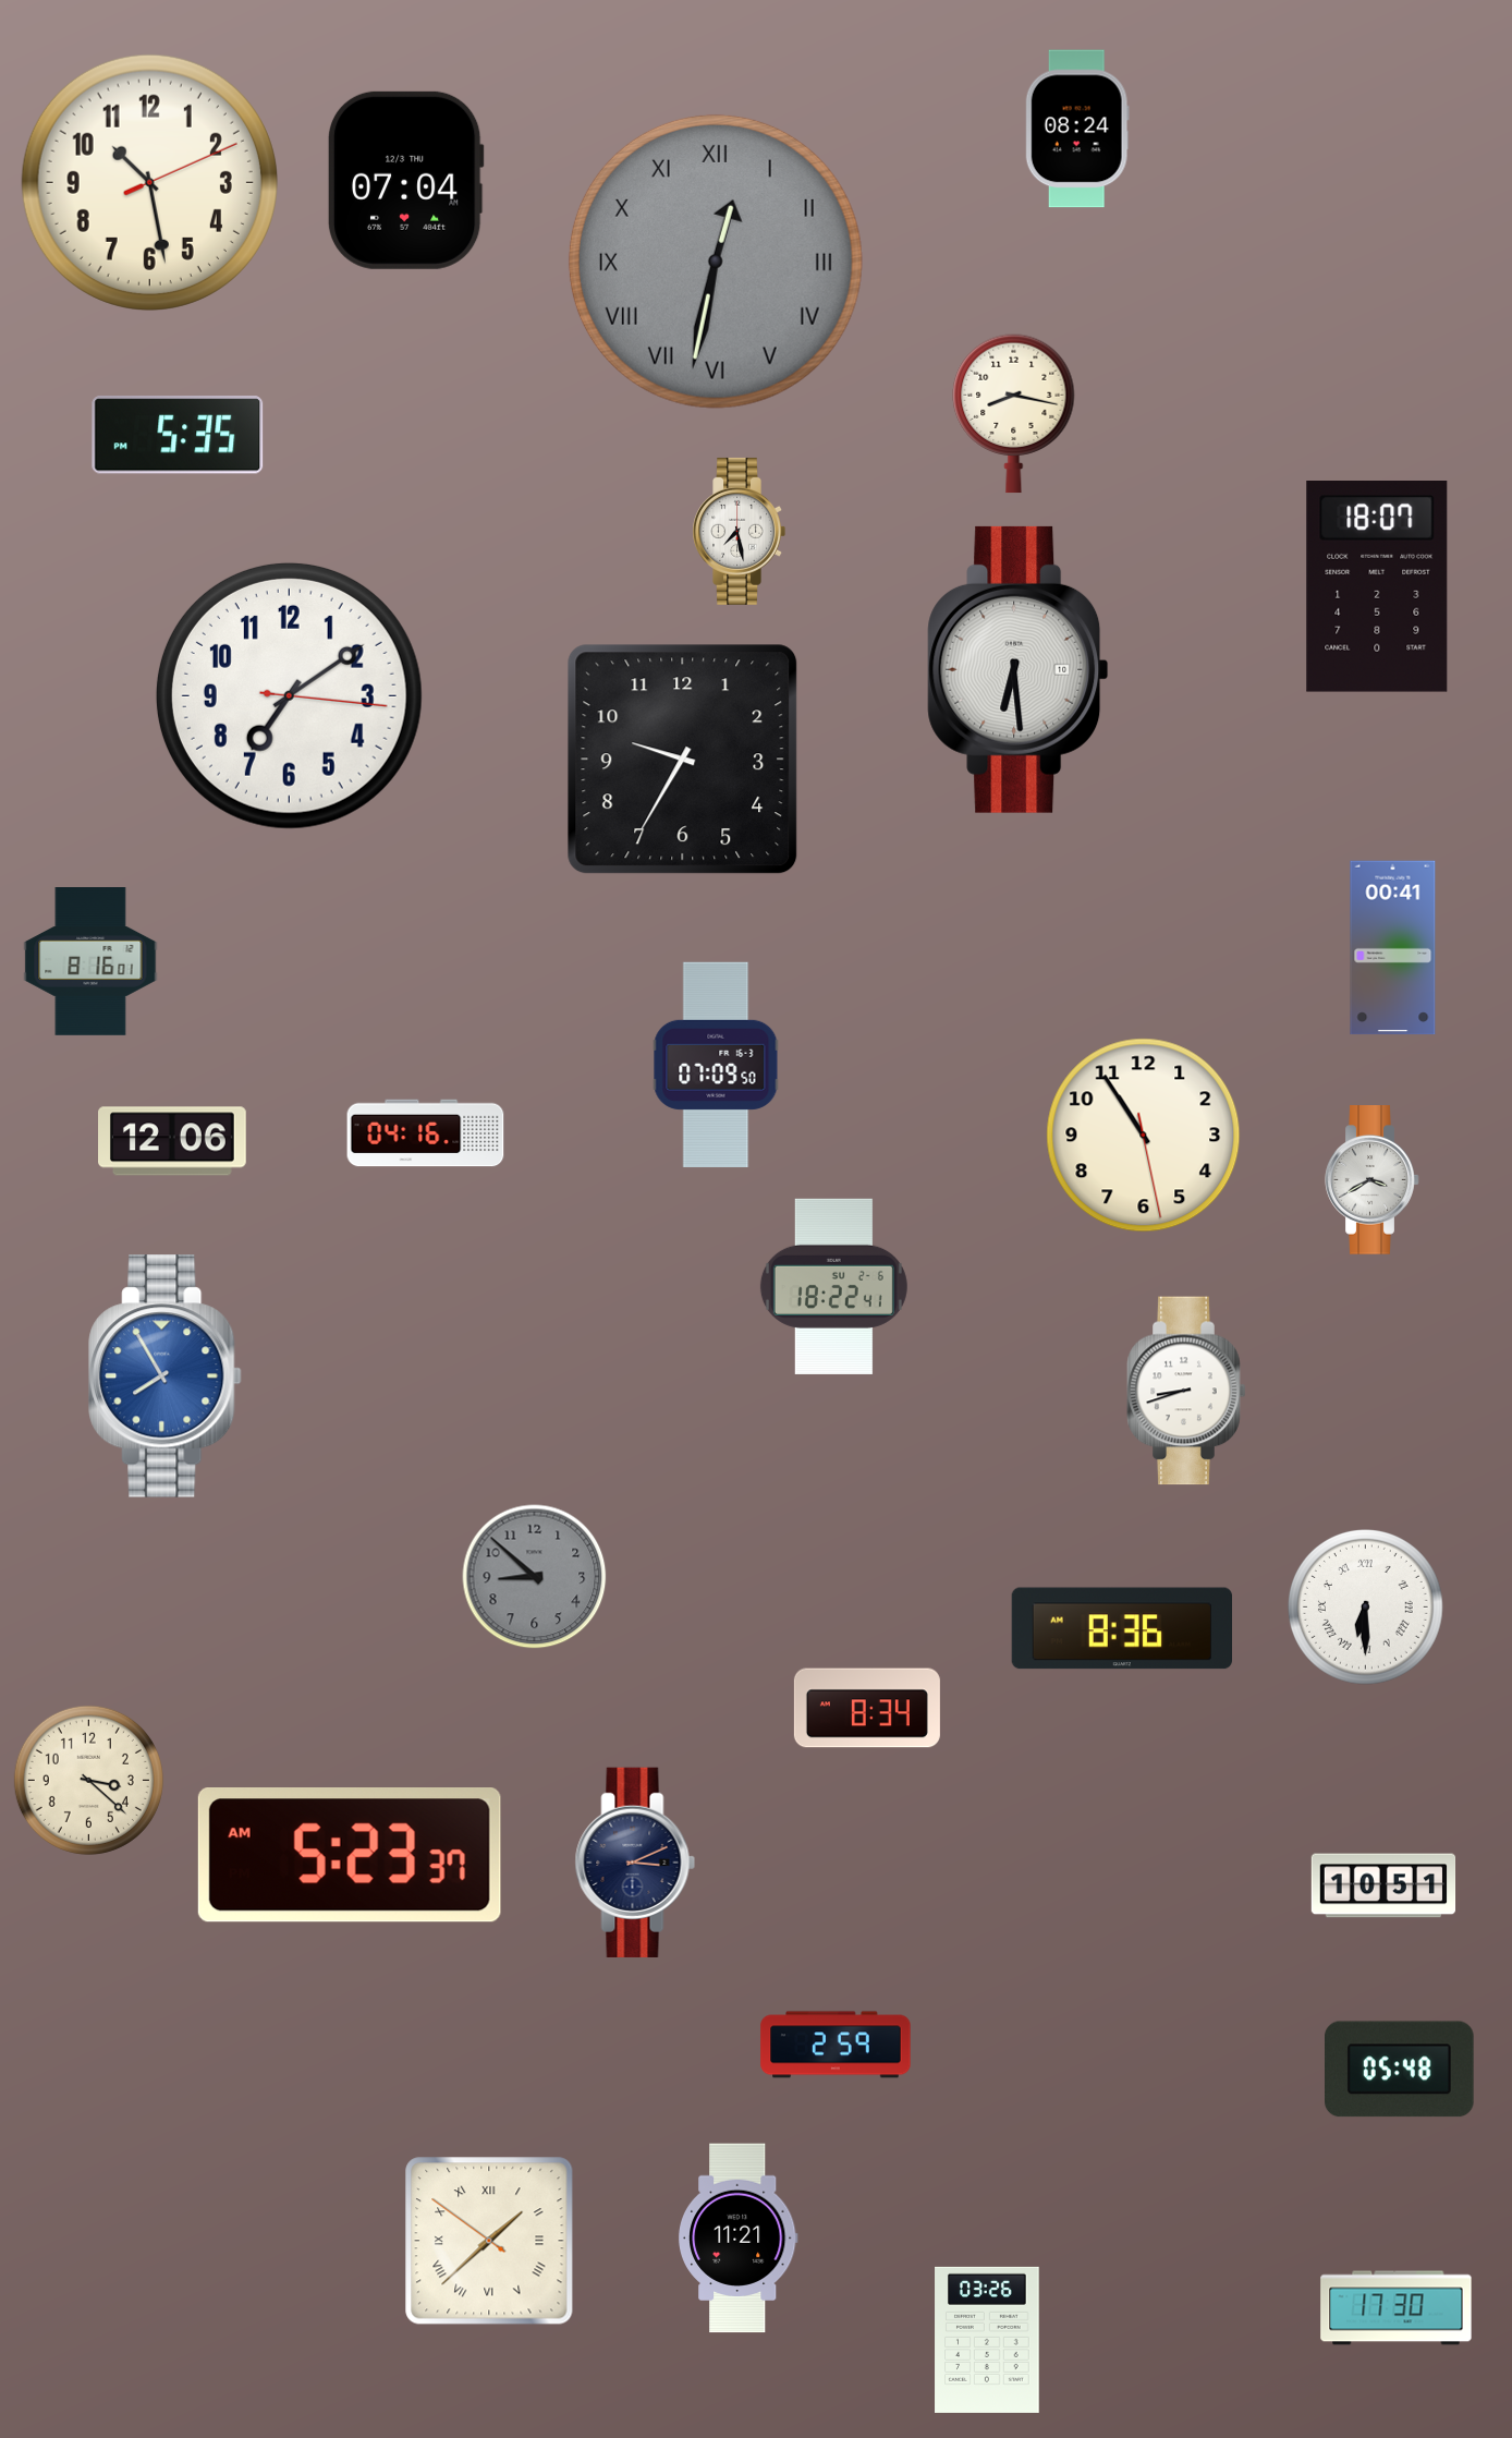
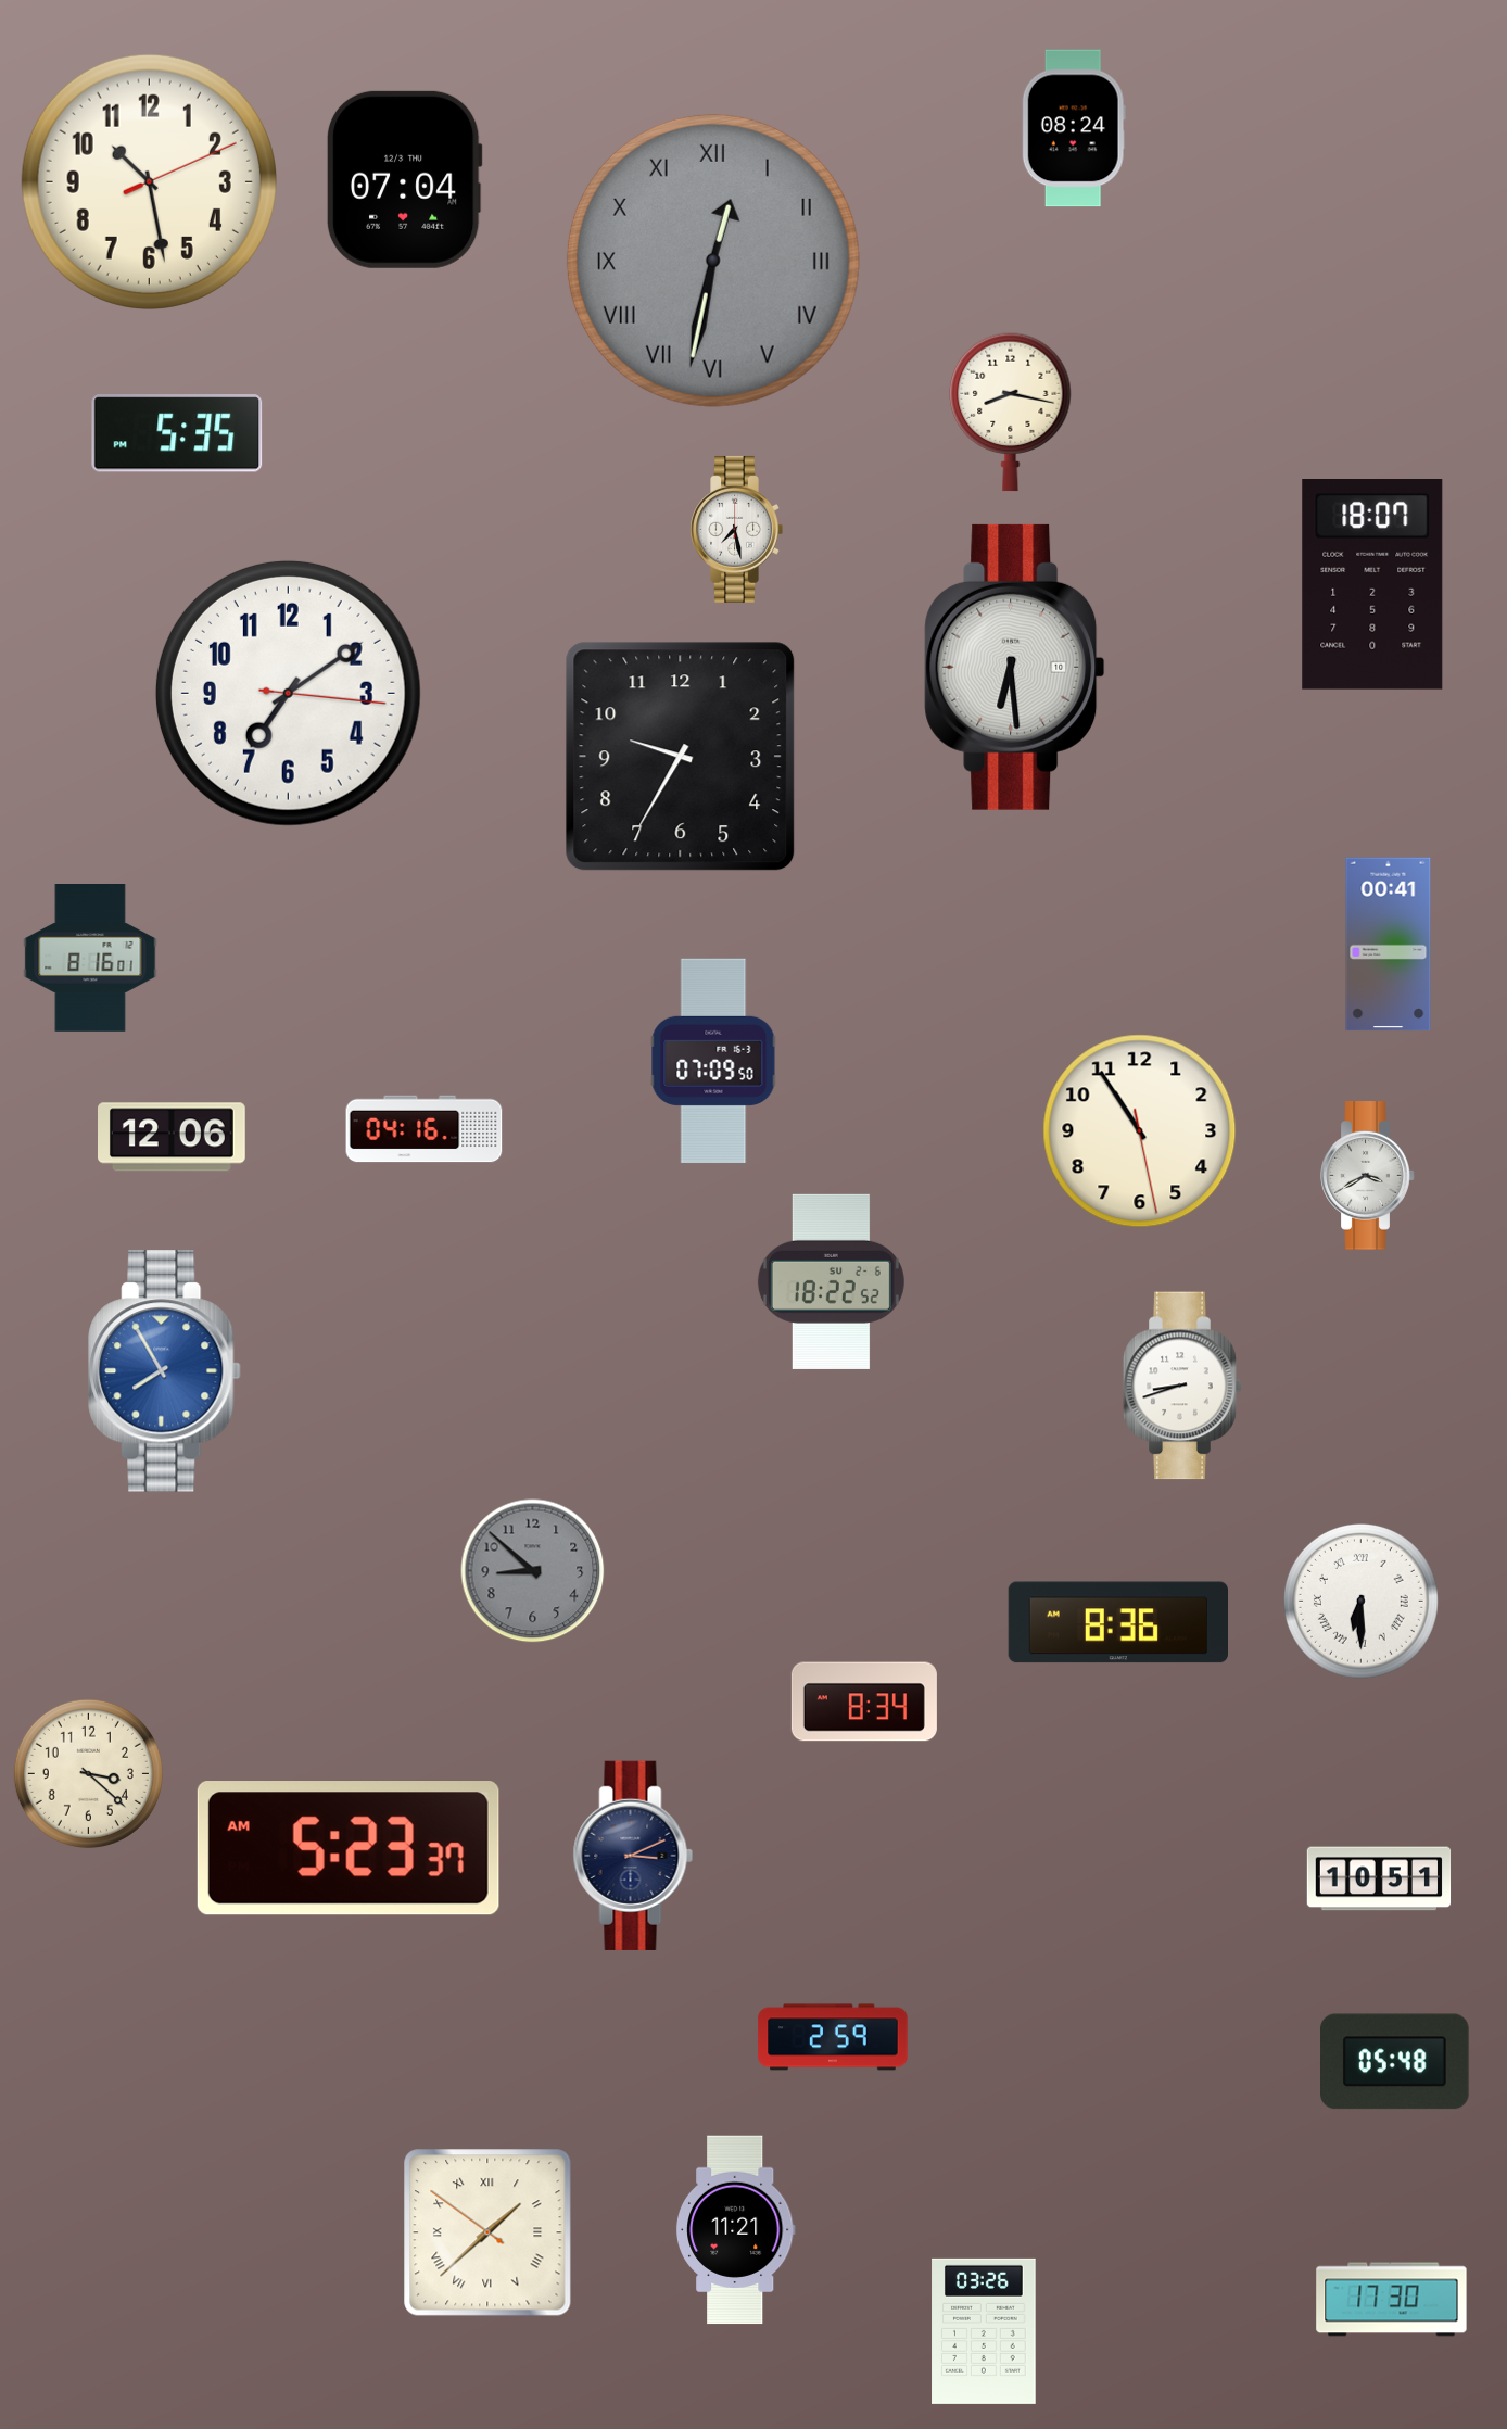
clock at (833, 1286): 18:22:41 -> 18:22:52
